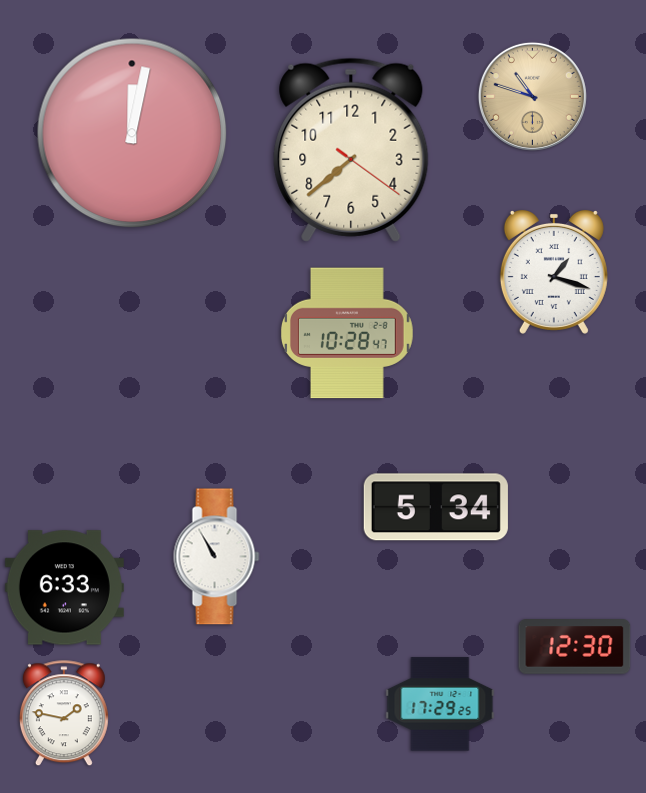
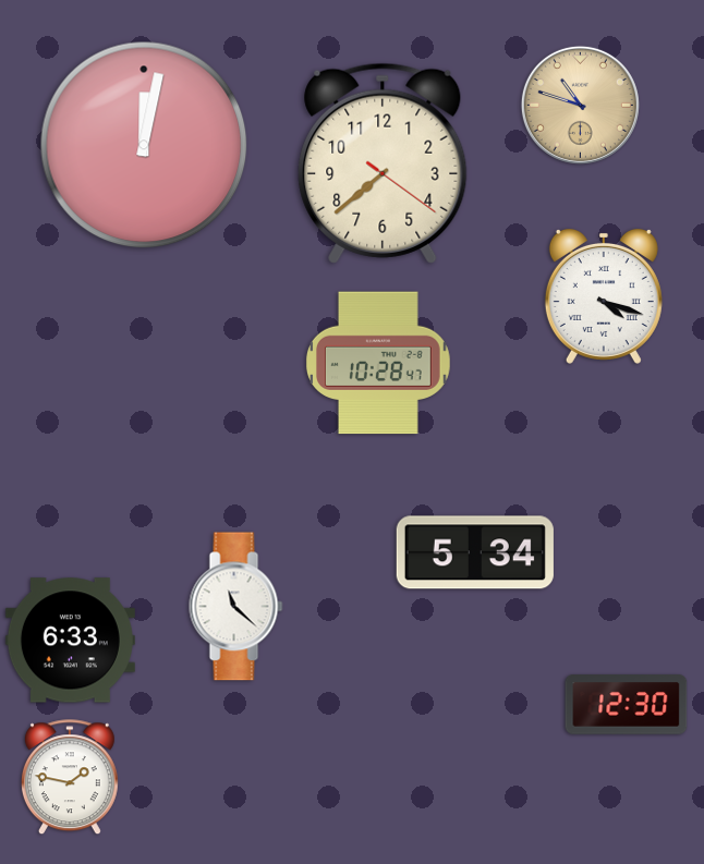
clock at (554, 272): 1:18 -> 4:18
clock at (217, 557): 10:55 -> 11:22
clock at (440, 704): 17:29 -> none
